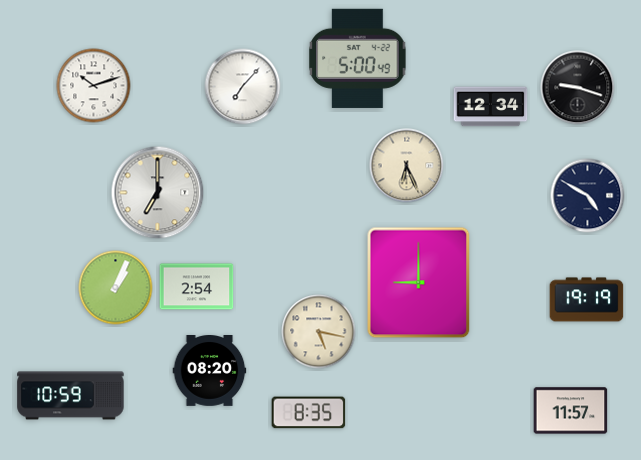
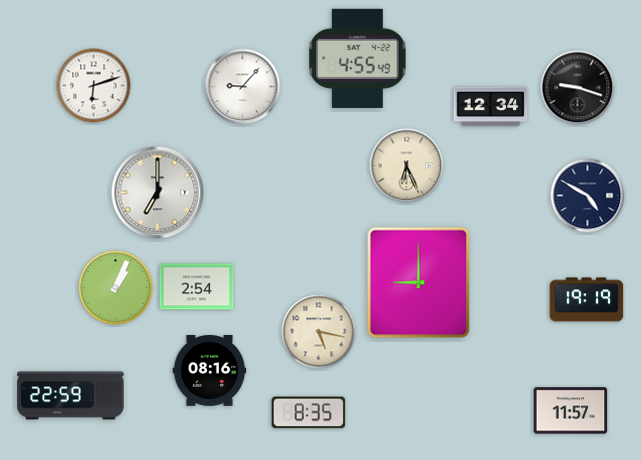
clock at (358, 58): 5:00 -> 4:55
clock at (94, 86): 10:12 -> 6:12
clock at (243, 87): 7:07 -> 9:07
clock at (210, 371): 08:20 -> 08:16
clock at (71, 396): 10:59 -> 22:59
